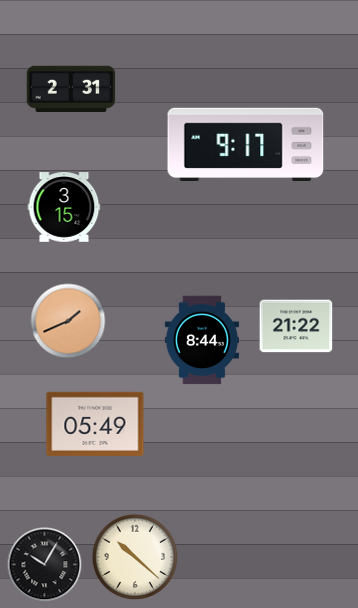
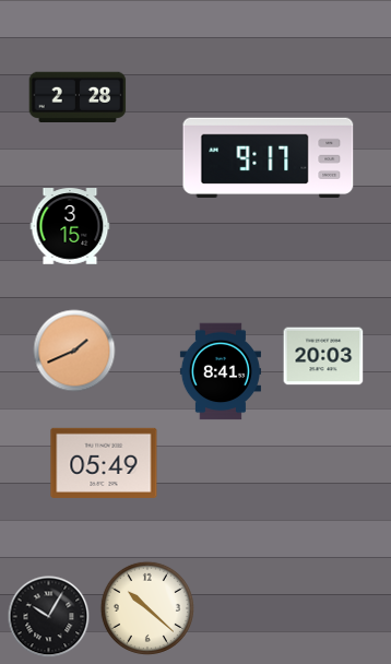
clock at (71, 88): 2:31 -> 2:28
clock at (296, 326): 21:22 -> 20:03
clock at (202, 340): 8:44 -> 8:41
